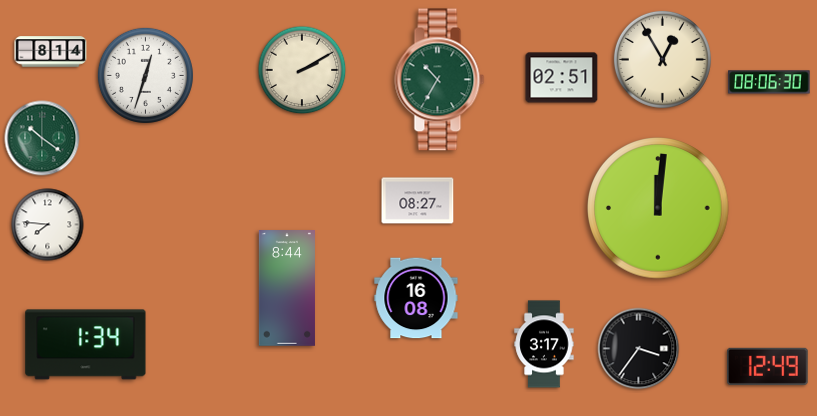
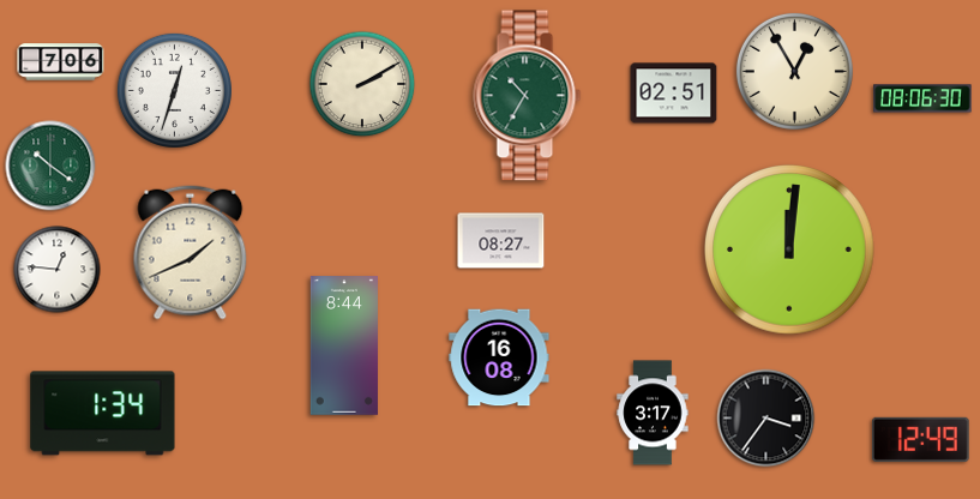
clock at (51, 52): 8:14 -> 7:06
clock at (191, 253): none -> 1:41
clock at (48, 225): 7:46 -> 12:46
